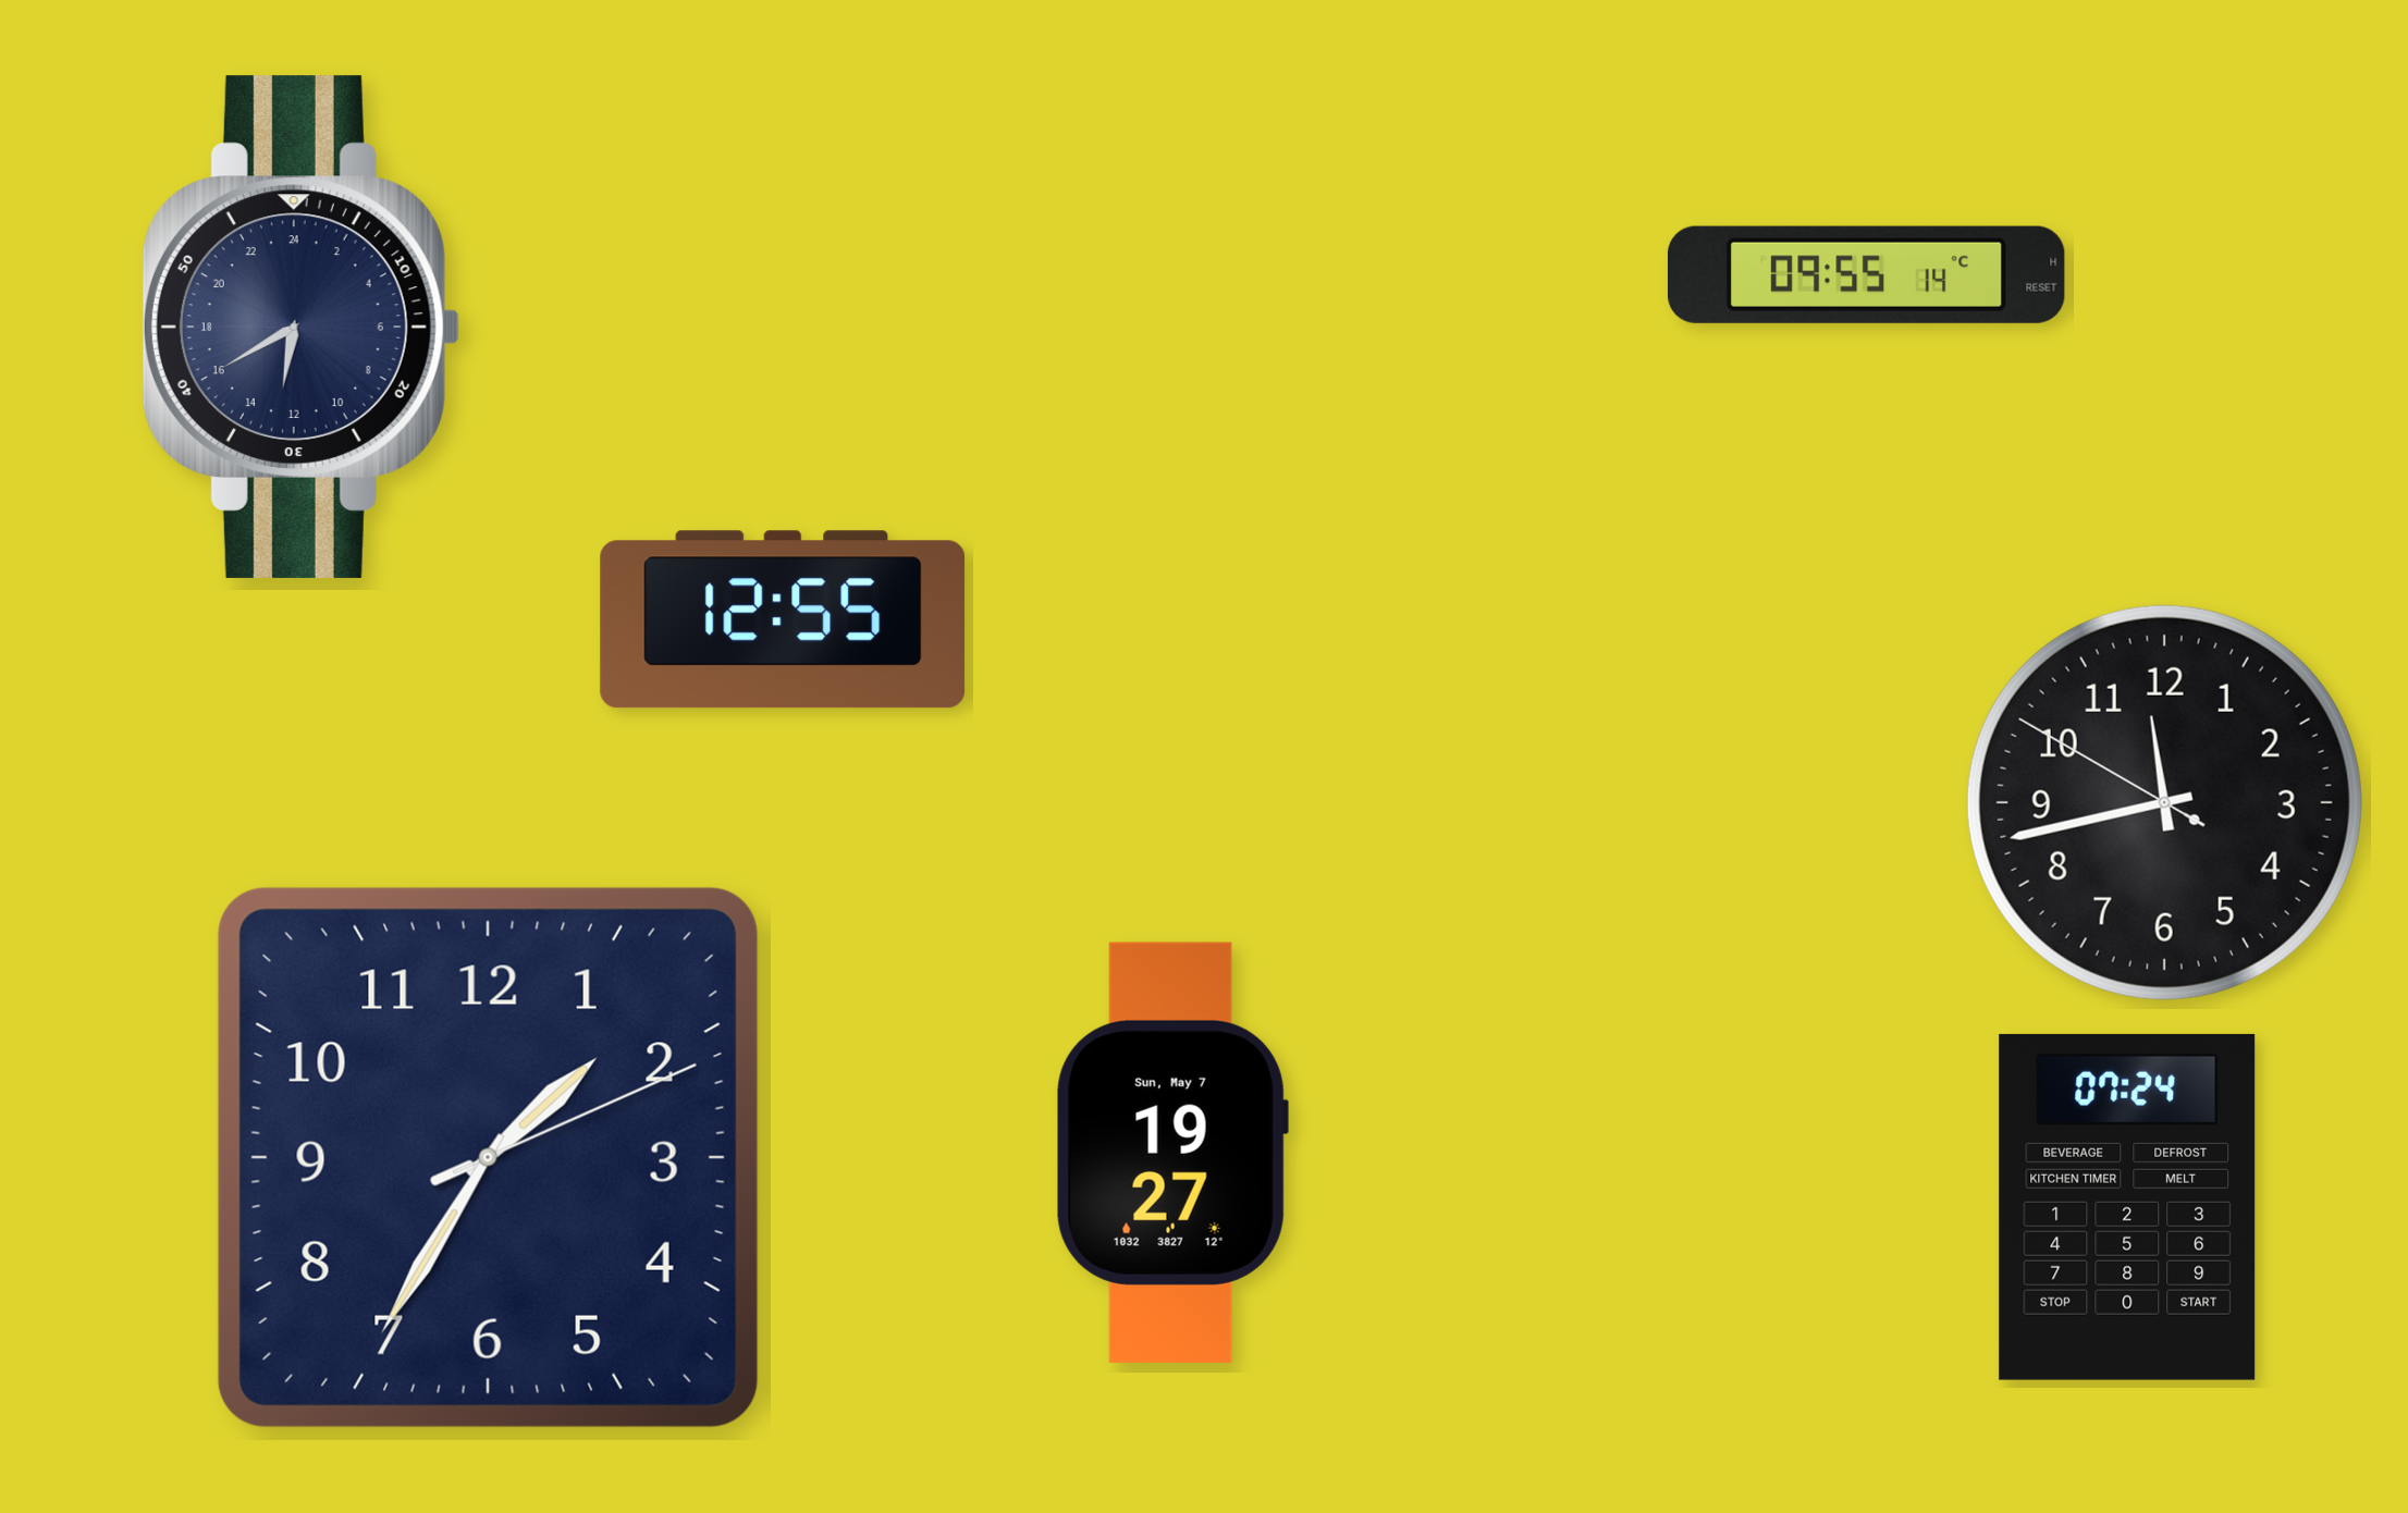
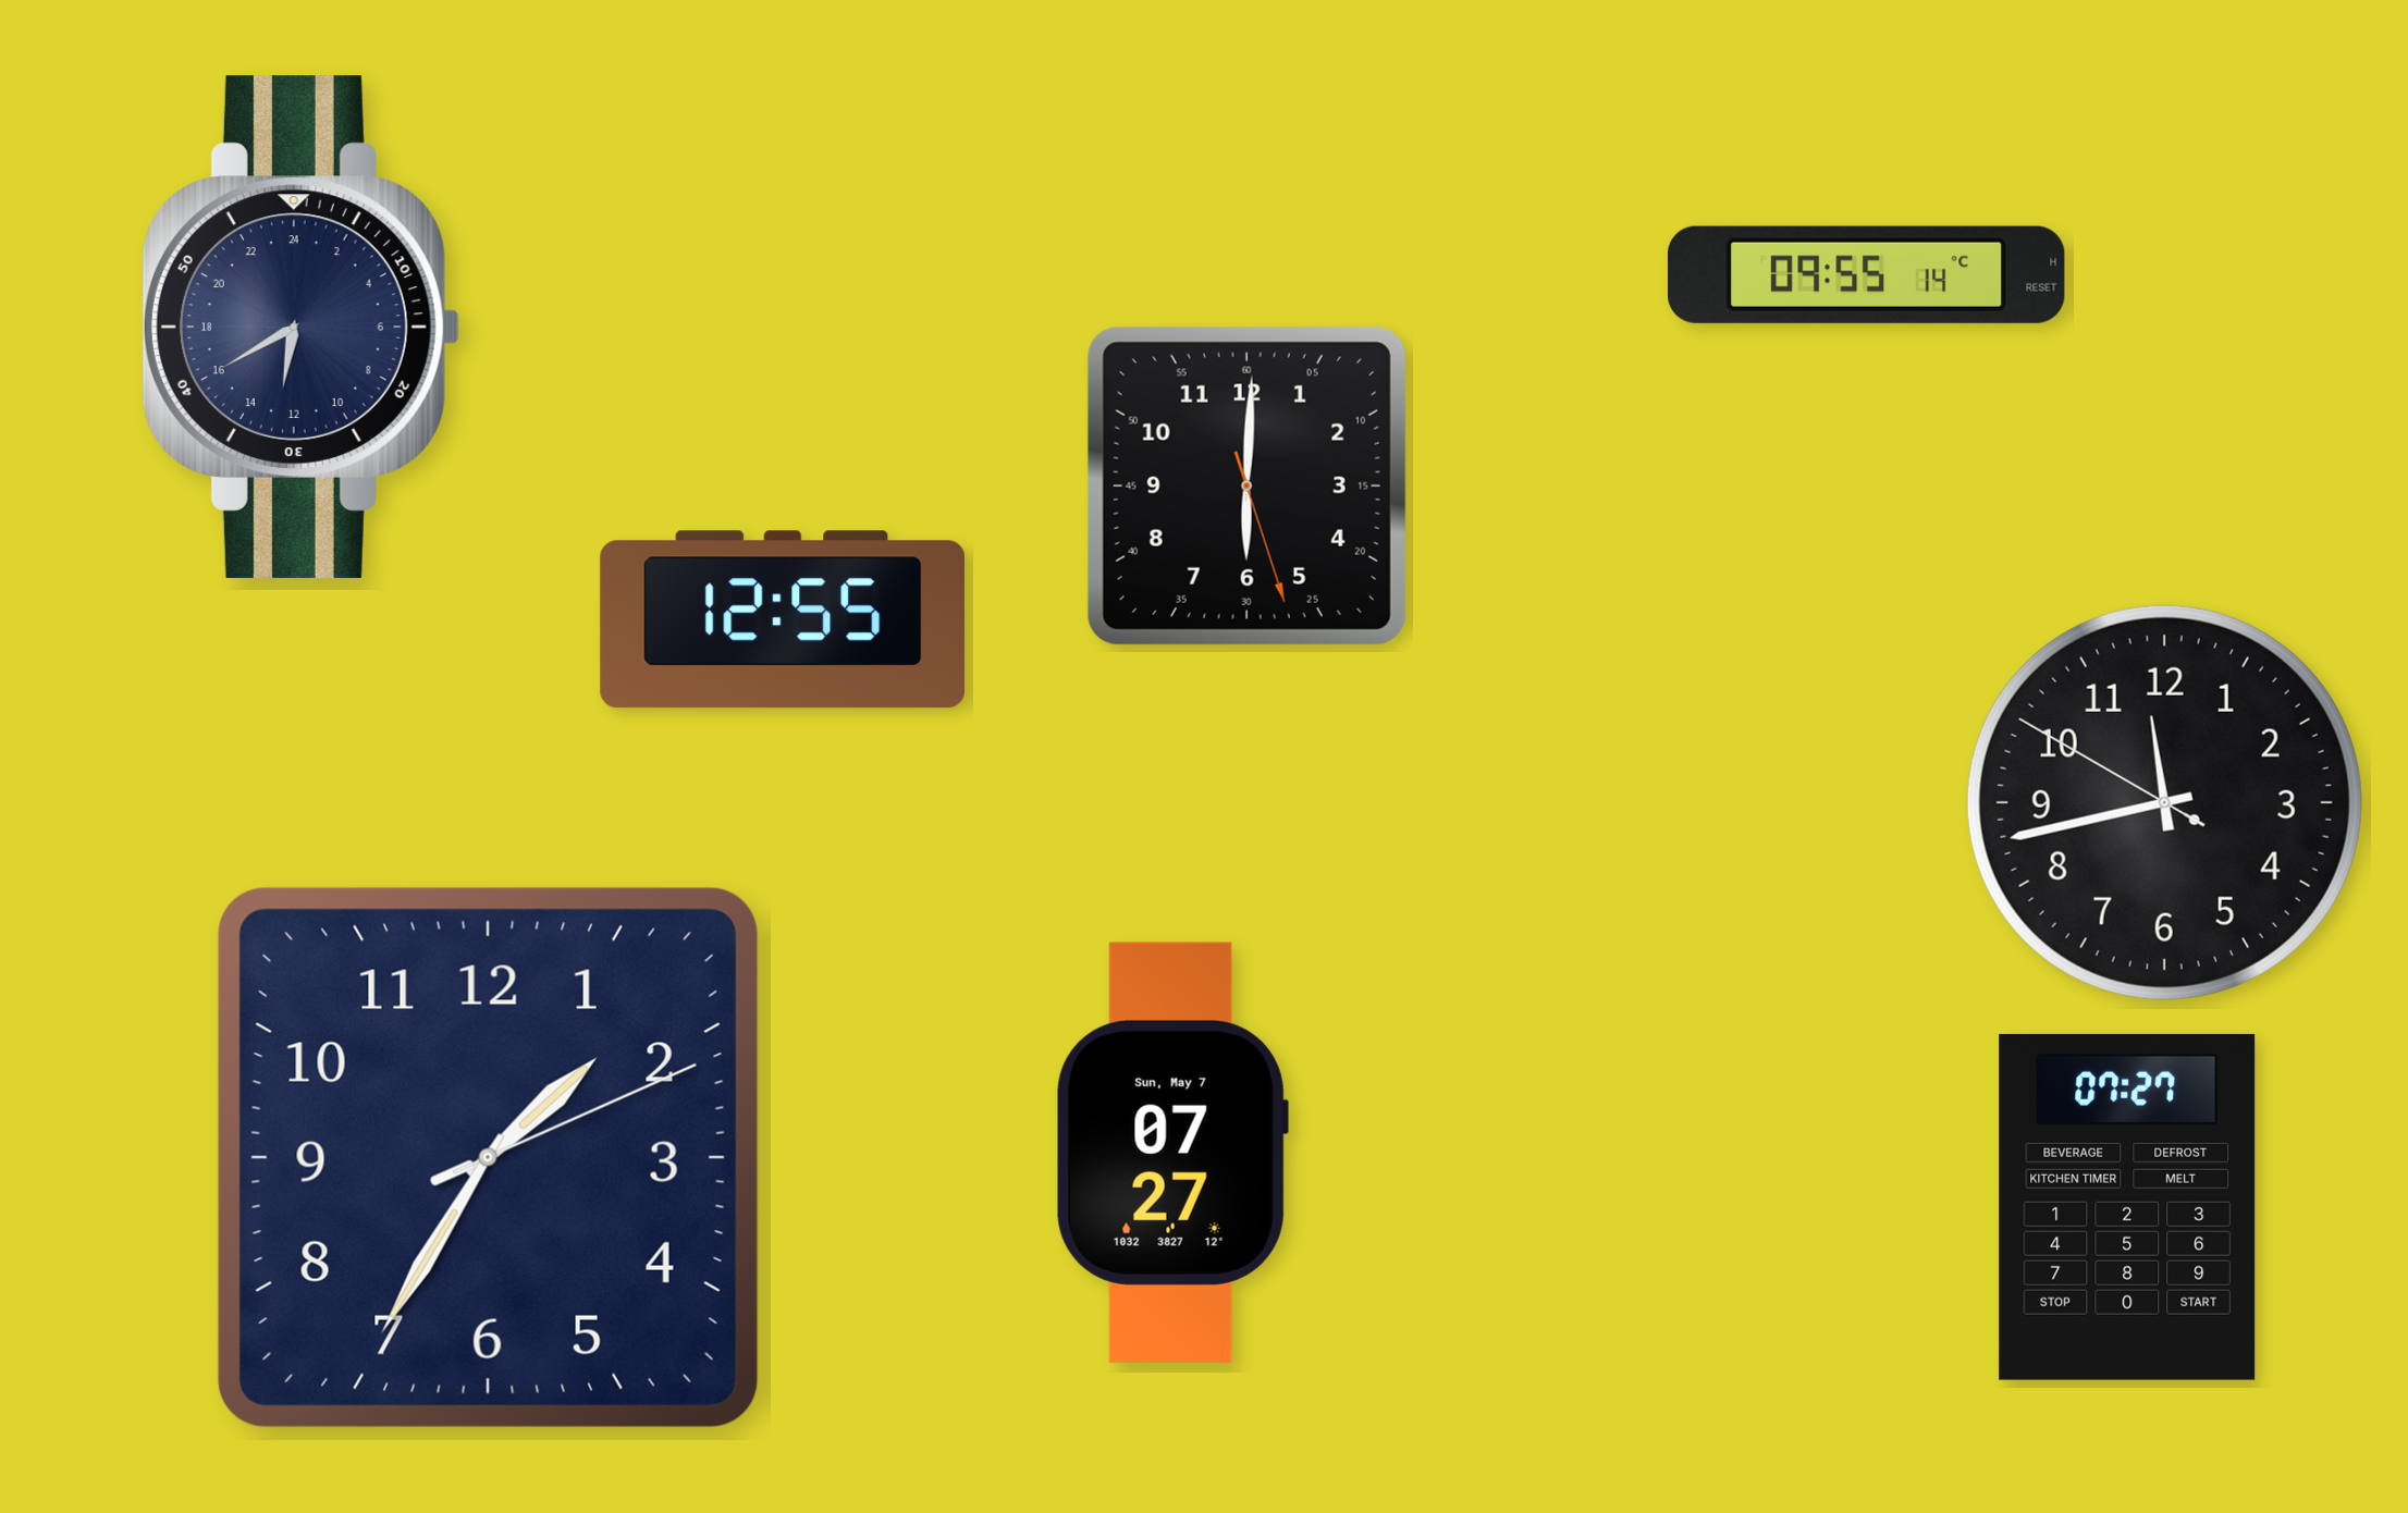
clock at (1246, 485): none -> 6:00
clock at (1172, 1153): 19:27 -> 07:27
clock at (2127, 1207): 07:24 -> 07:27
